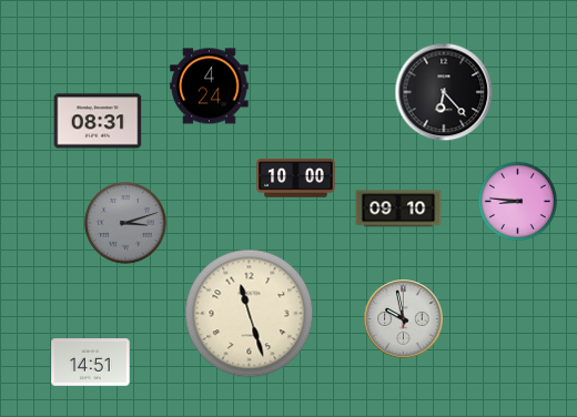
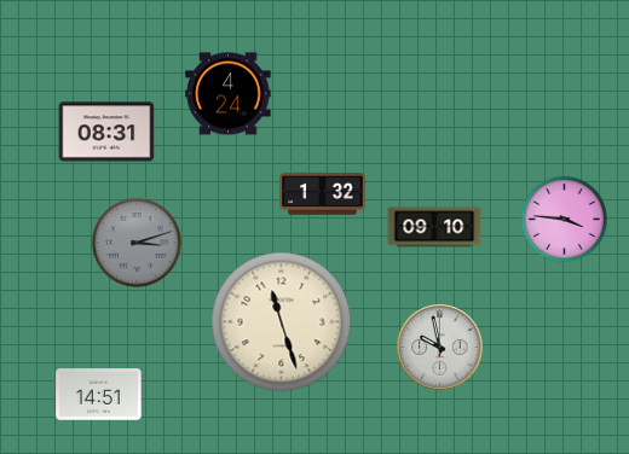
clock at (444, 92): 6:23 -> none
clock at (296, 179): 10:00 -> 1:32
clock at (517, 201): 8:46 -> 3:46
clock at (250, 314) position: (250, 314) -> (282, 322)
